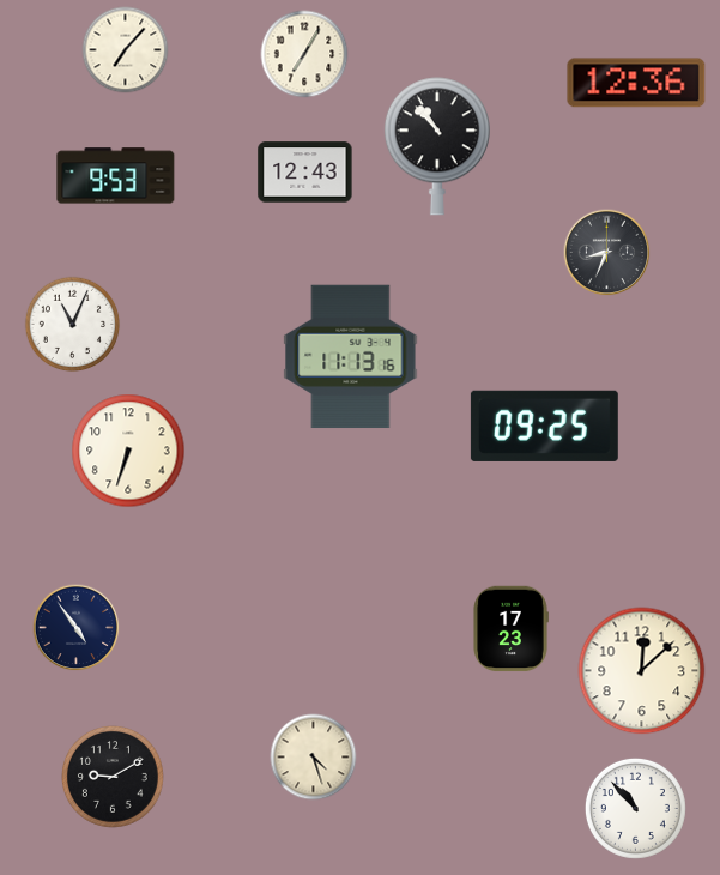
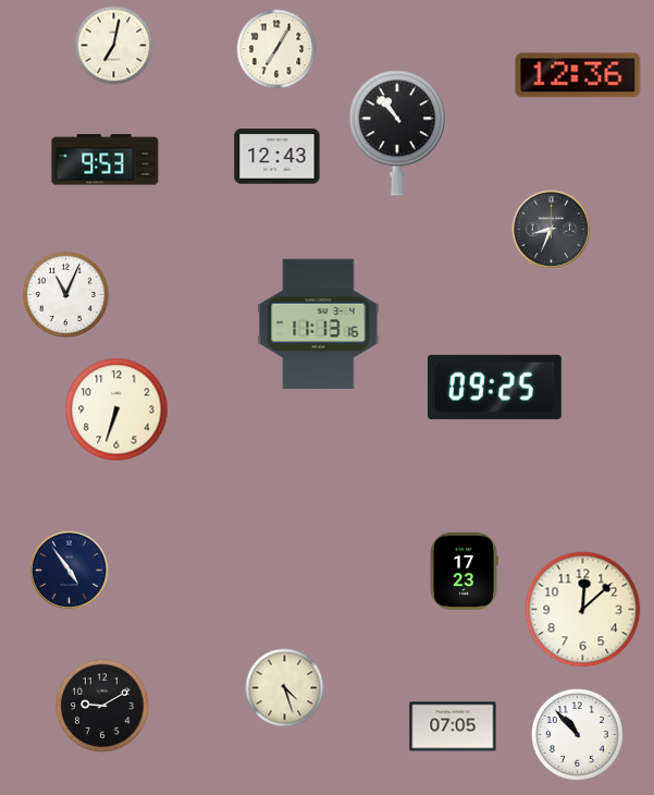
clock at (126, 50): 7:07 -> 7:02
clock at (453, 726): none -> 07:05
